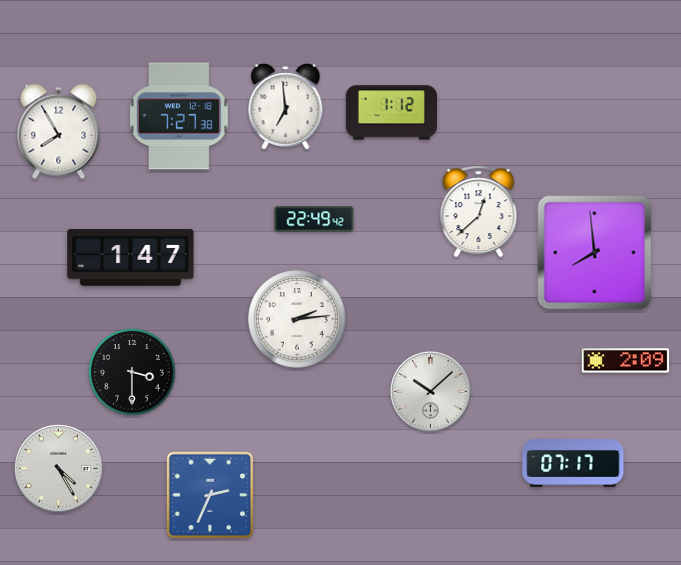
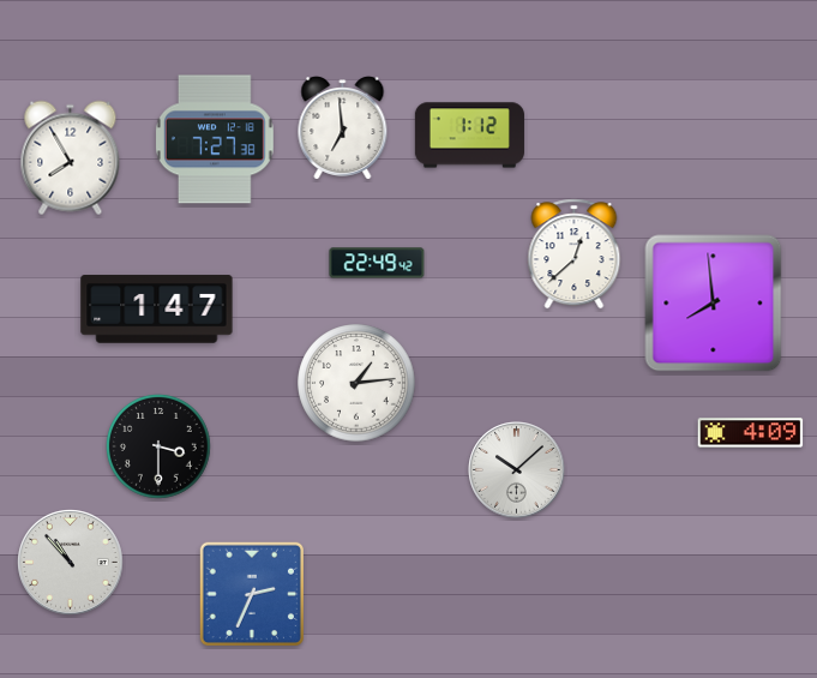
clock at (297, 319): 2:14 -> 1:14
clock at (626, 361): 2:09 -> 4:09
clock at (573, 464): 07:17 -> none
clock at (59, 469): 4:25 -> 10:53
